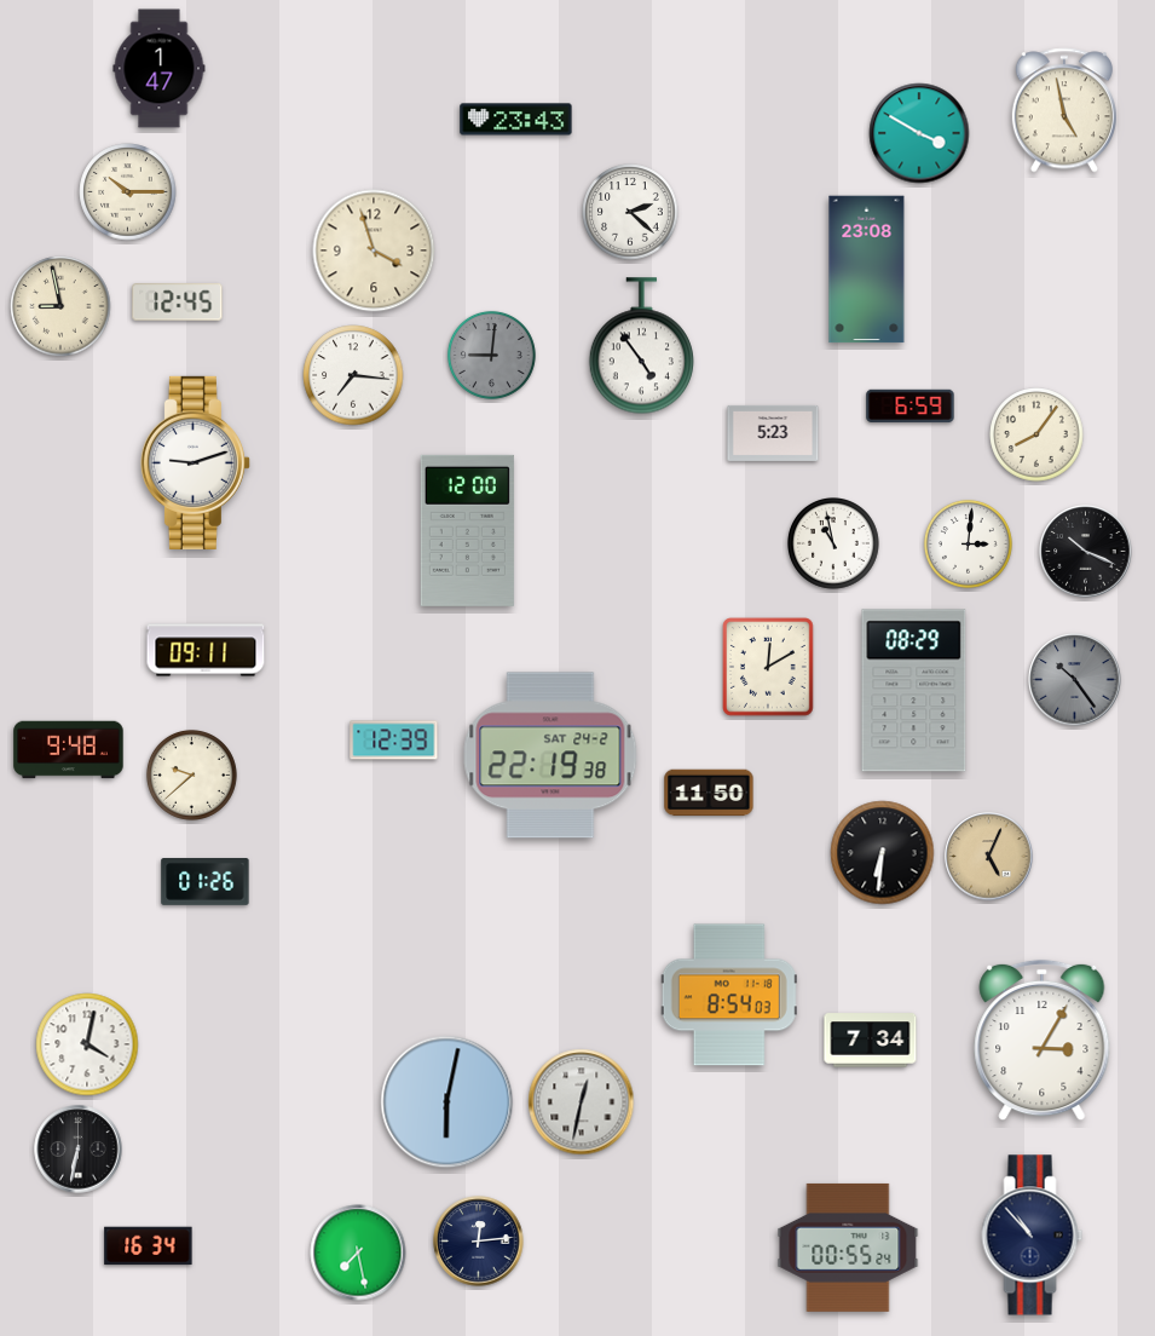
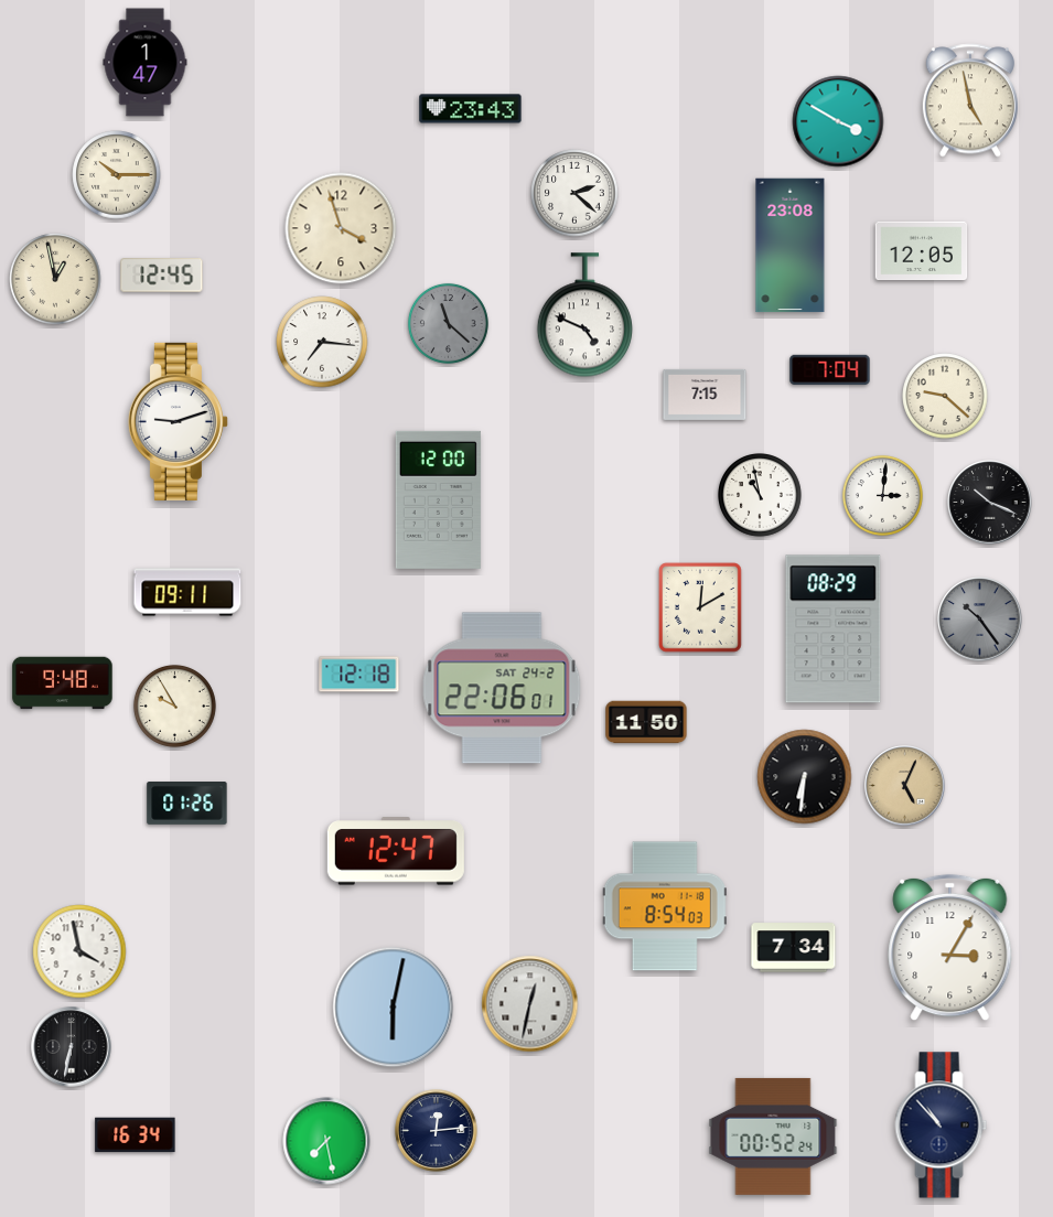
clock at (922, 251): none -> 12:05
clock at (60, 306): 8:58 -> 12:58
clock at (641, 346): 4:54 -> 4:49
clock at (491, 355): 9:01 -> 11:22
clock at (911, 407): 6:59 -> 7:04
clock at (773, 433): 5:23 -> 7:15
clock at (1036, 434): 8:06 -> 9:22
clock at (467, 530) position: (467, 530) -> (438, 499)
clock at (394, 741): 12:39 -> 12:18
clock at (550, 755): 22:19 -> 22:06
clock at (192, 776): 9:38 -> 9:55
clock at (989, 857) position: (989, 857) -> (905, 786)
clock at (396, 851): none -> 12:47
clock at (87, 1044): 4:02 -> 3:58
clock at (447, 1102) position: (447, 1102) -> (394, 1008)
clock at (848, 1248): 00:55 -> 00:52
